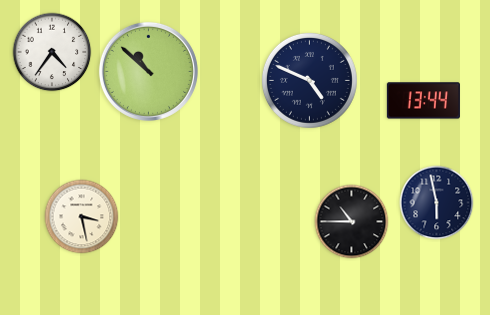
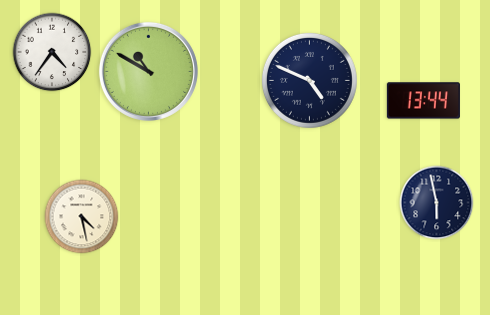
clock at (148, 71): 10:52 -> 10:50
clock at (82, 217): 3:28 -> 4:28
clock at (352, 222): 10:45 -> none
